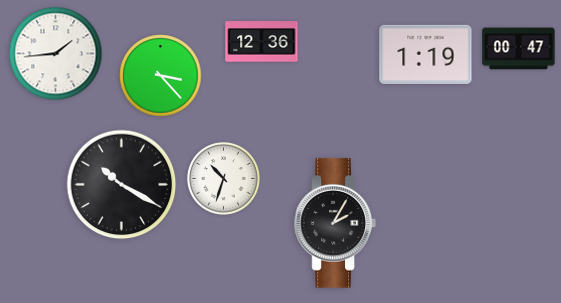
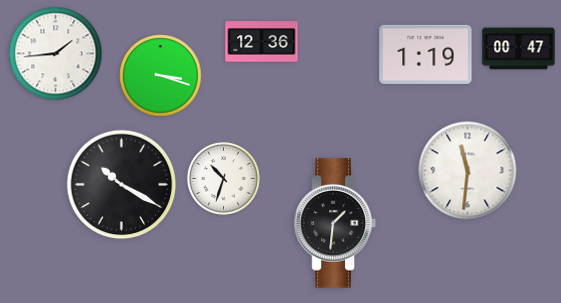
clock at (161, 76): 3:23 -> 3:18
clock at (468, 171): none -> 11:31
clock at (335, 223): 2:05 -> 1:31
